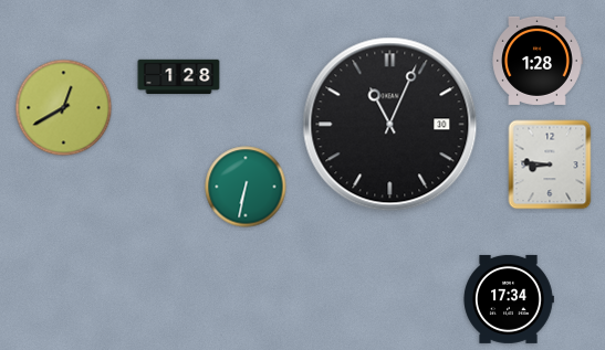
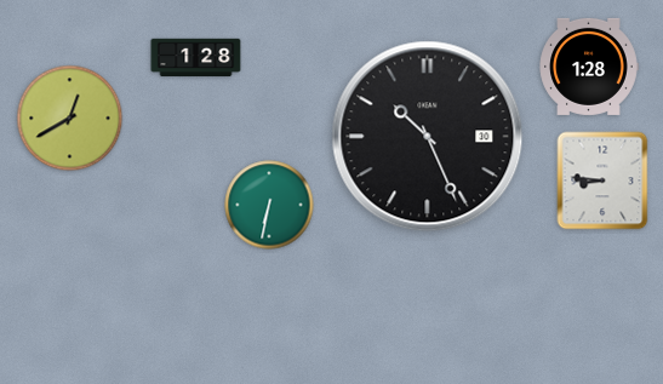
clock at (179, 77) position: (179, 77) -> (196, 58)
clock at (390, 125): 11:04 -> 10:26
clock at (509, 299): 17:34 -> none
